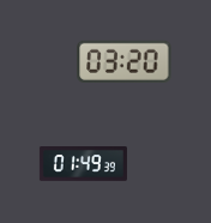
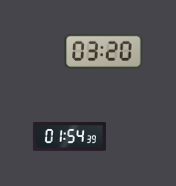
clock at (83, 164): 01:49 -> 01:54
